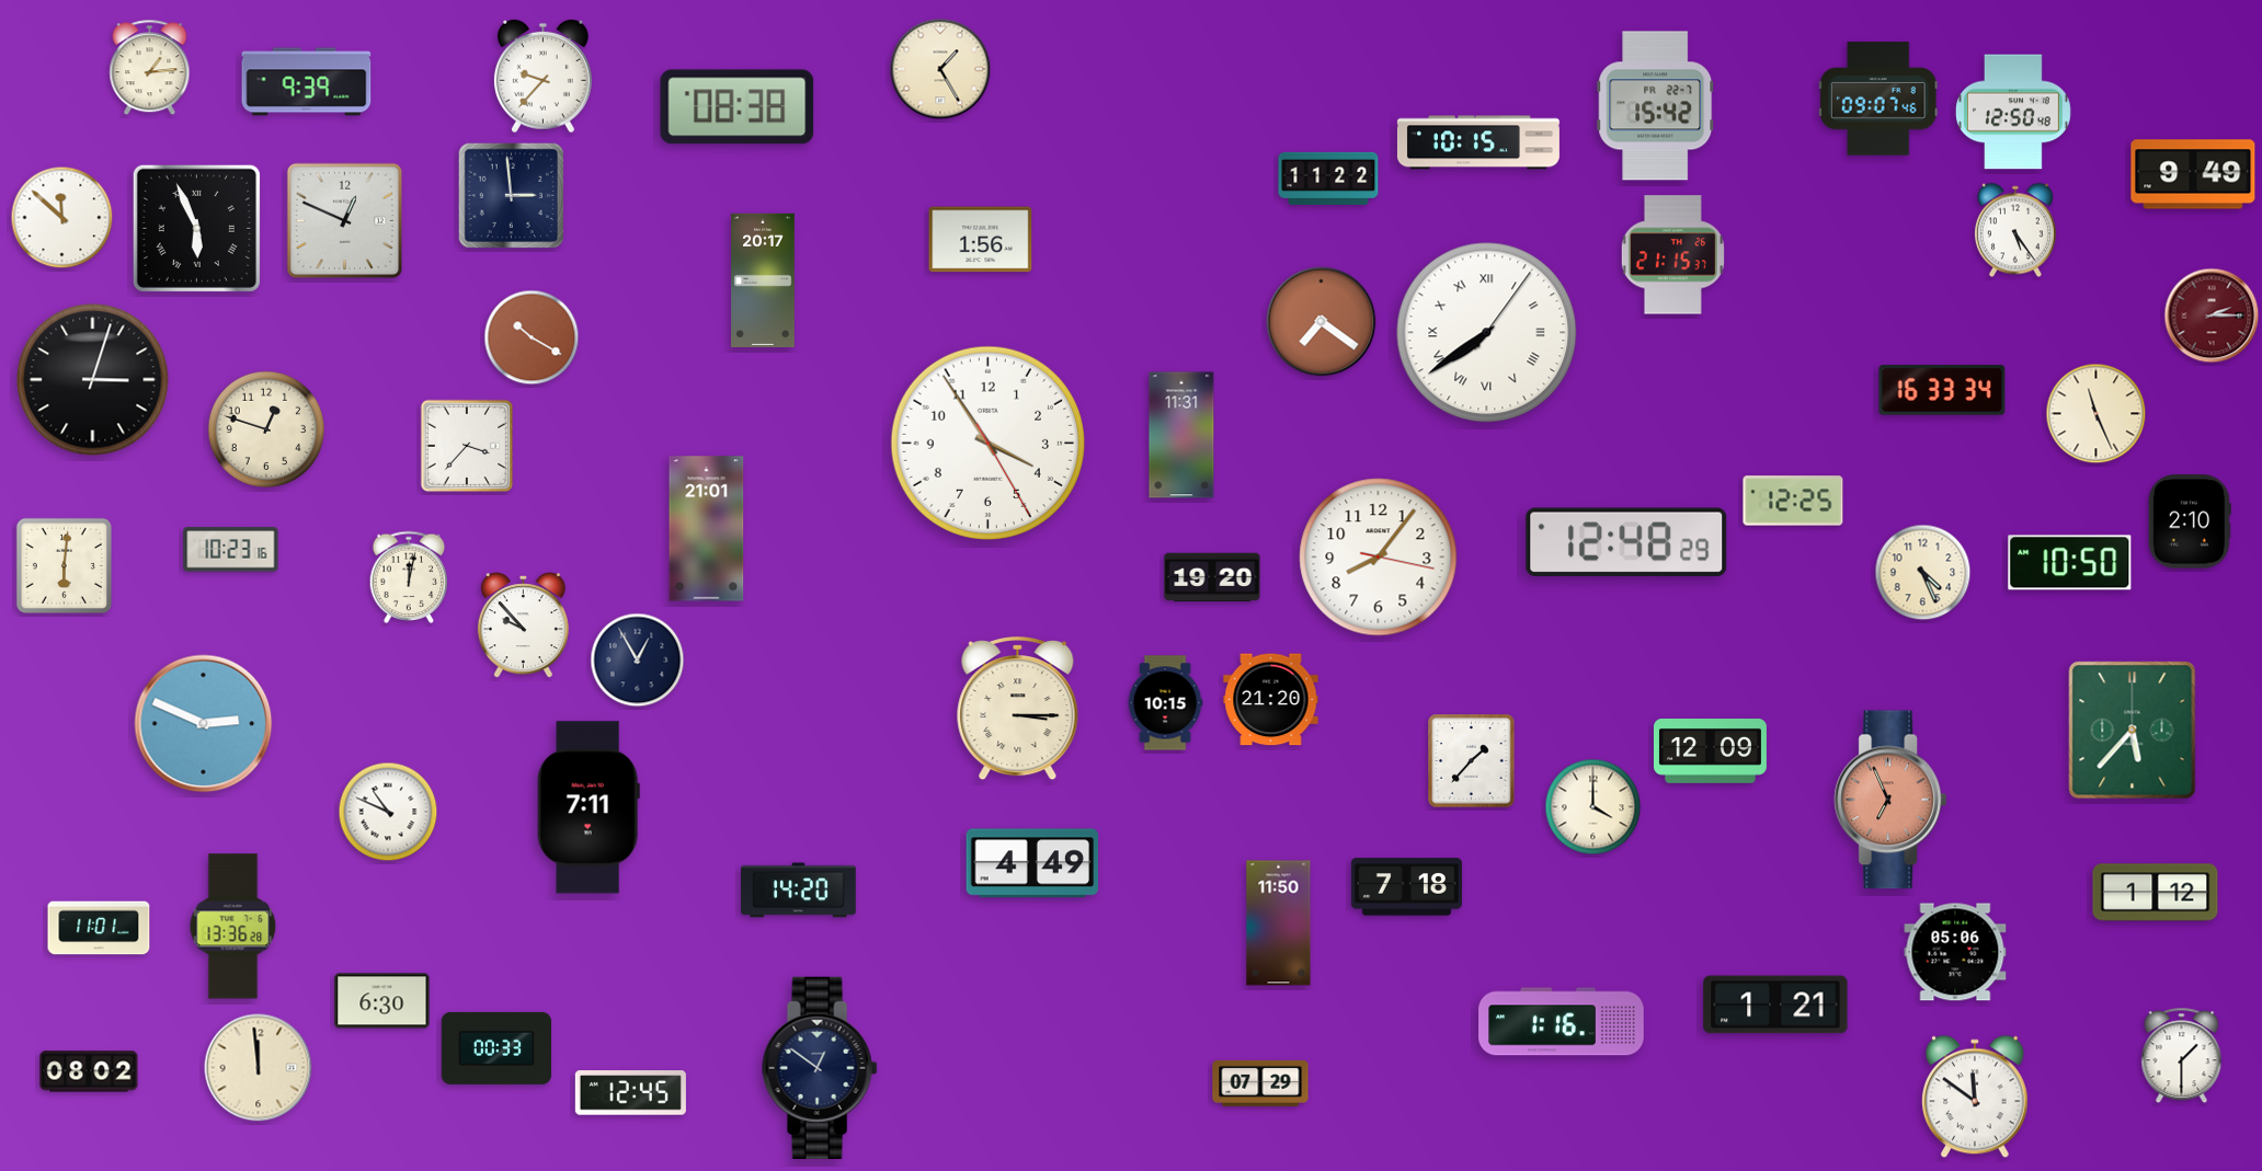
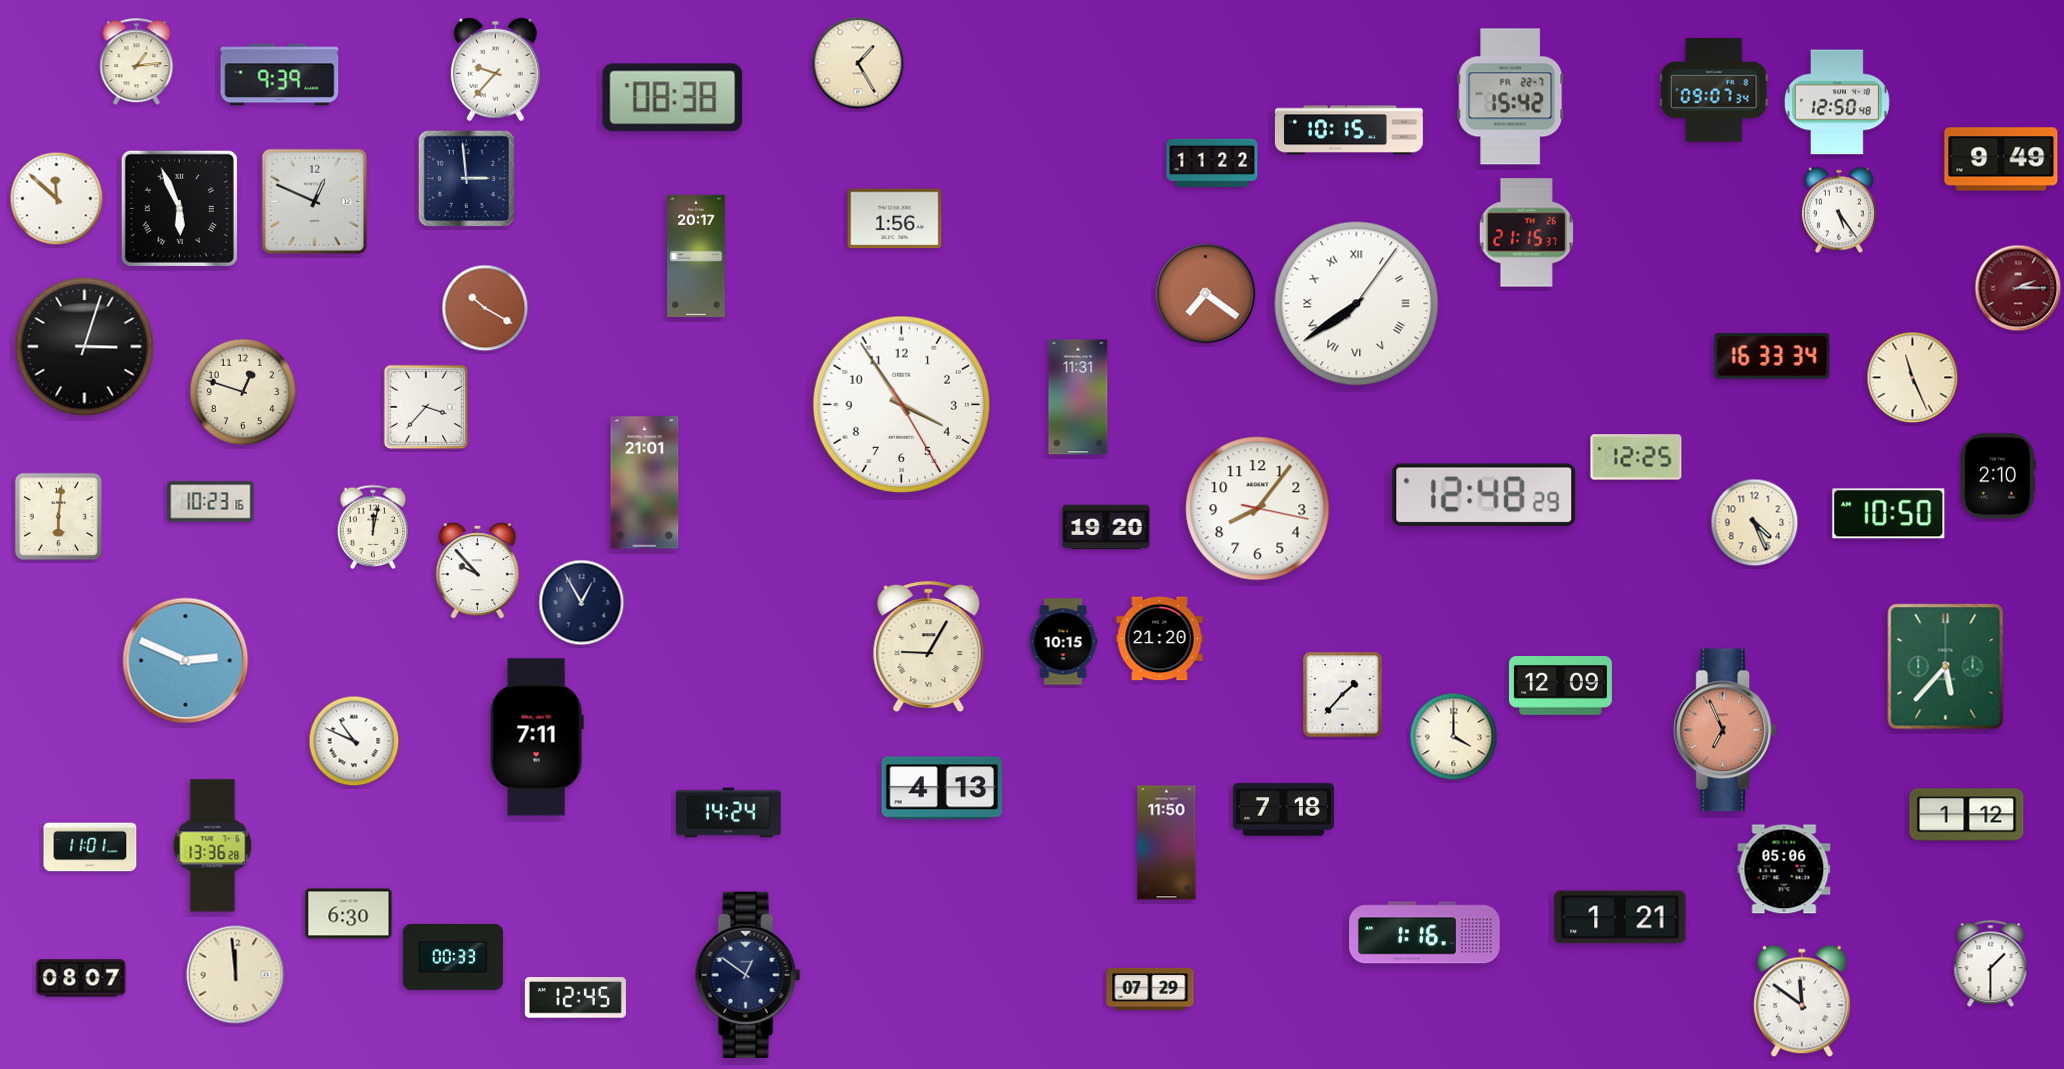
clock at (1878, 99): 09:07:46 -> 09:07:34
clock at (1018, 709): 3:15 -> 9:05
clock at (1032, 863): 4:49 -> 4:13
clock at (799, 891): 14:20 -> 14:24
clock at (89, 1071): 08:02 -> 08:07
